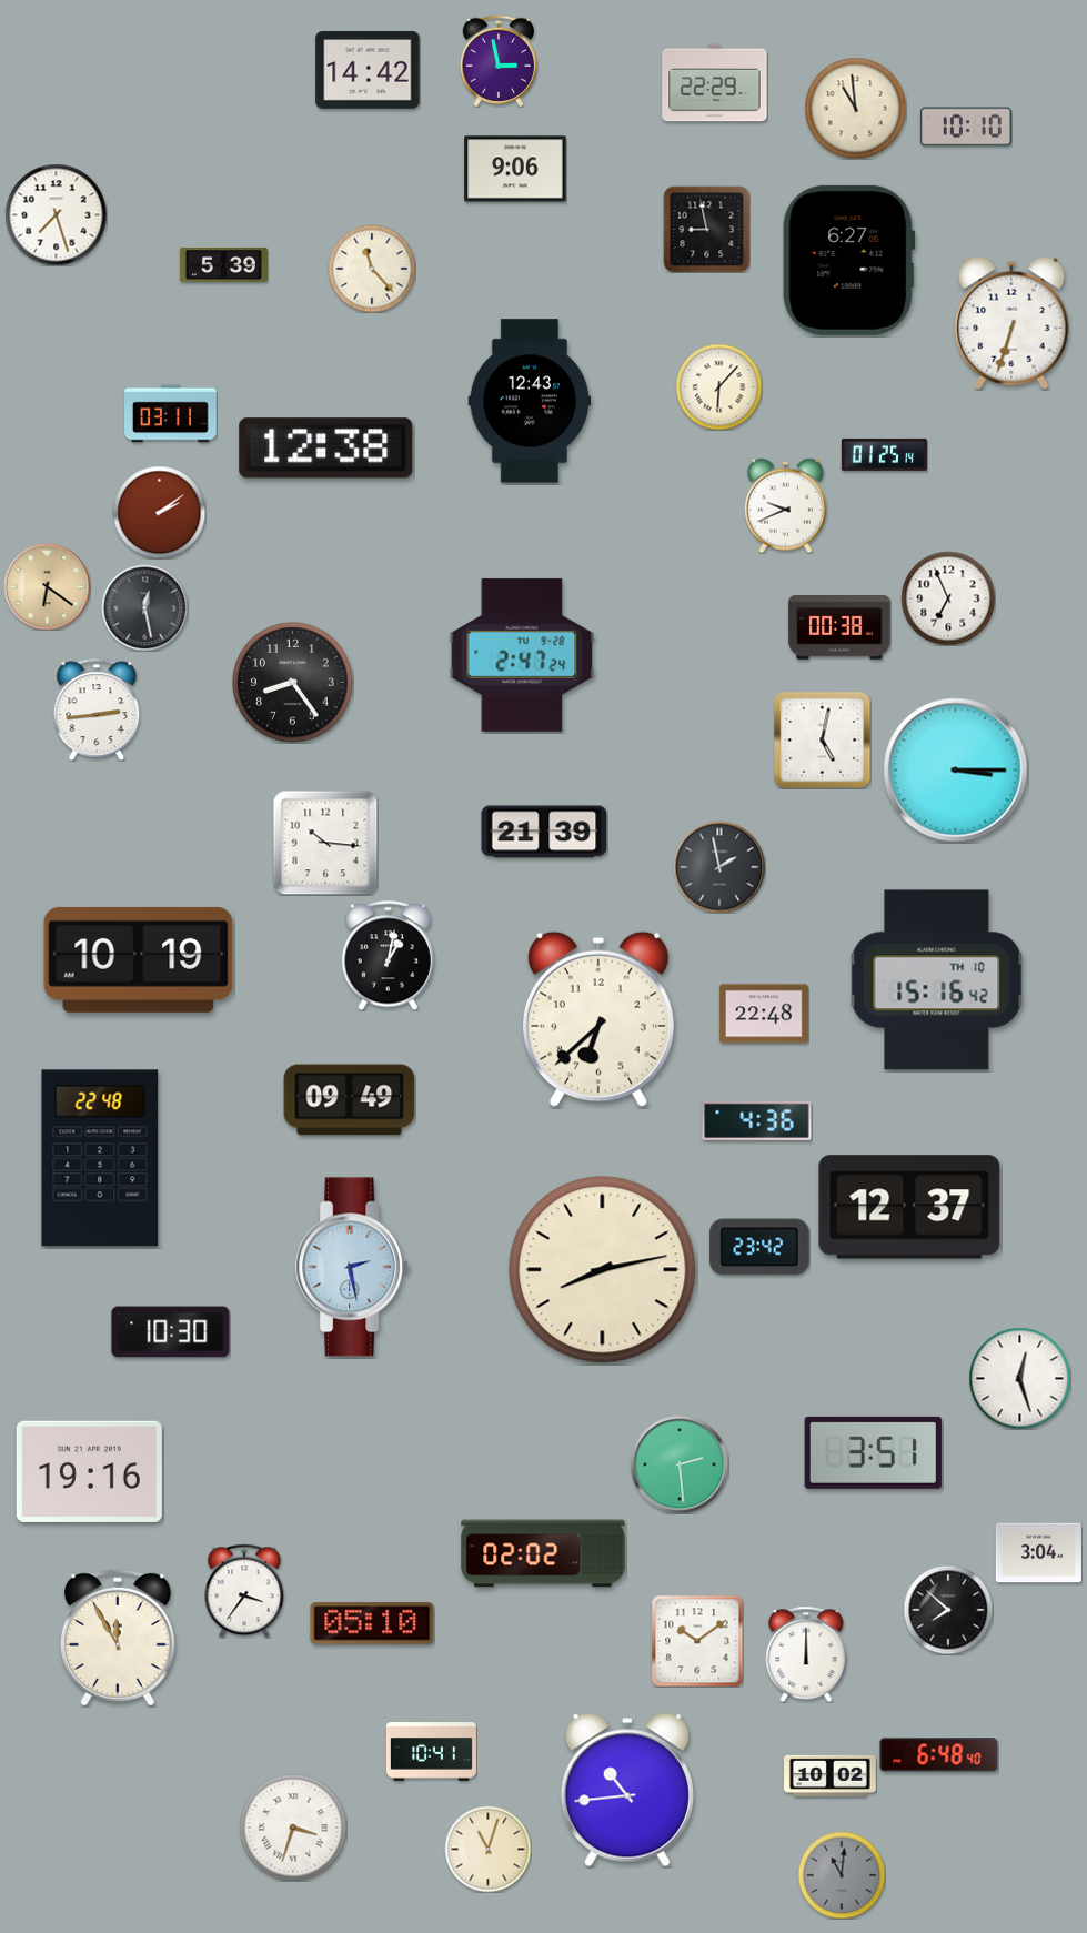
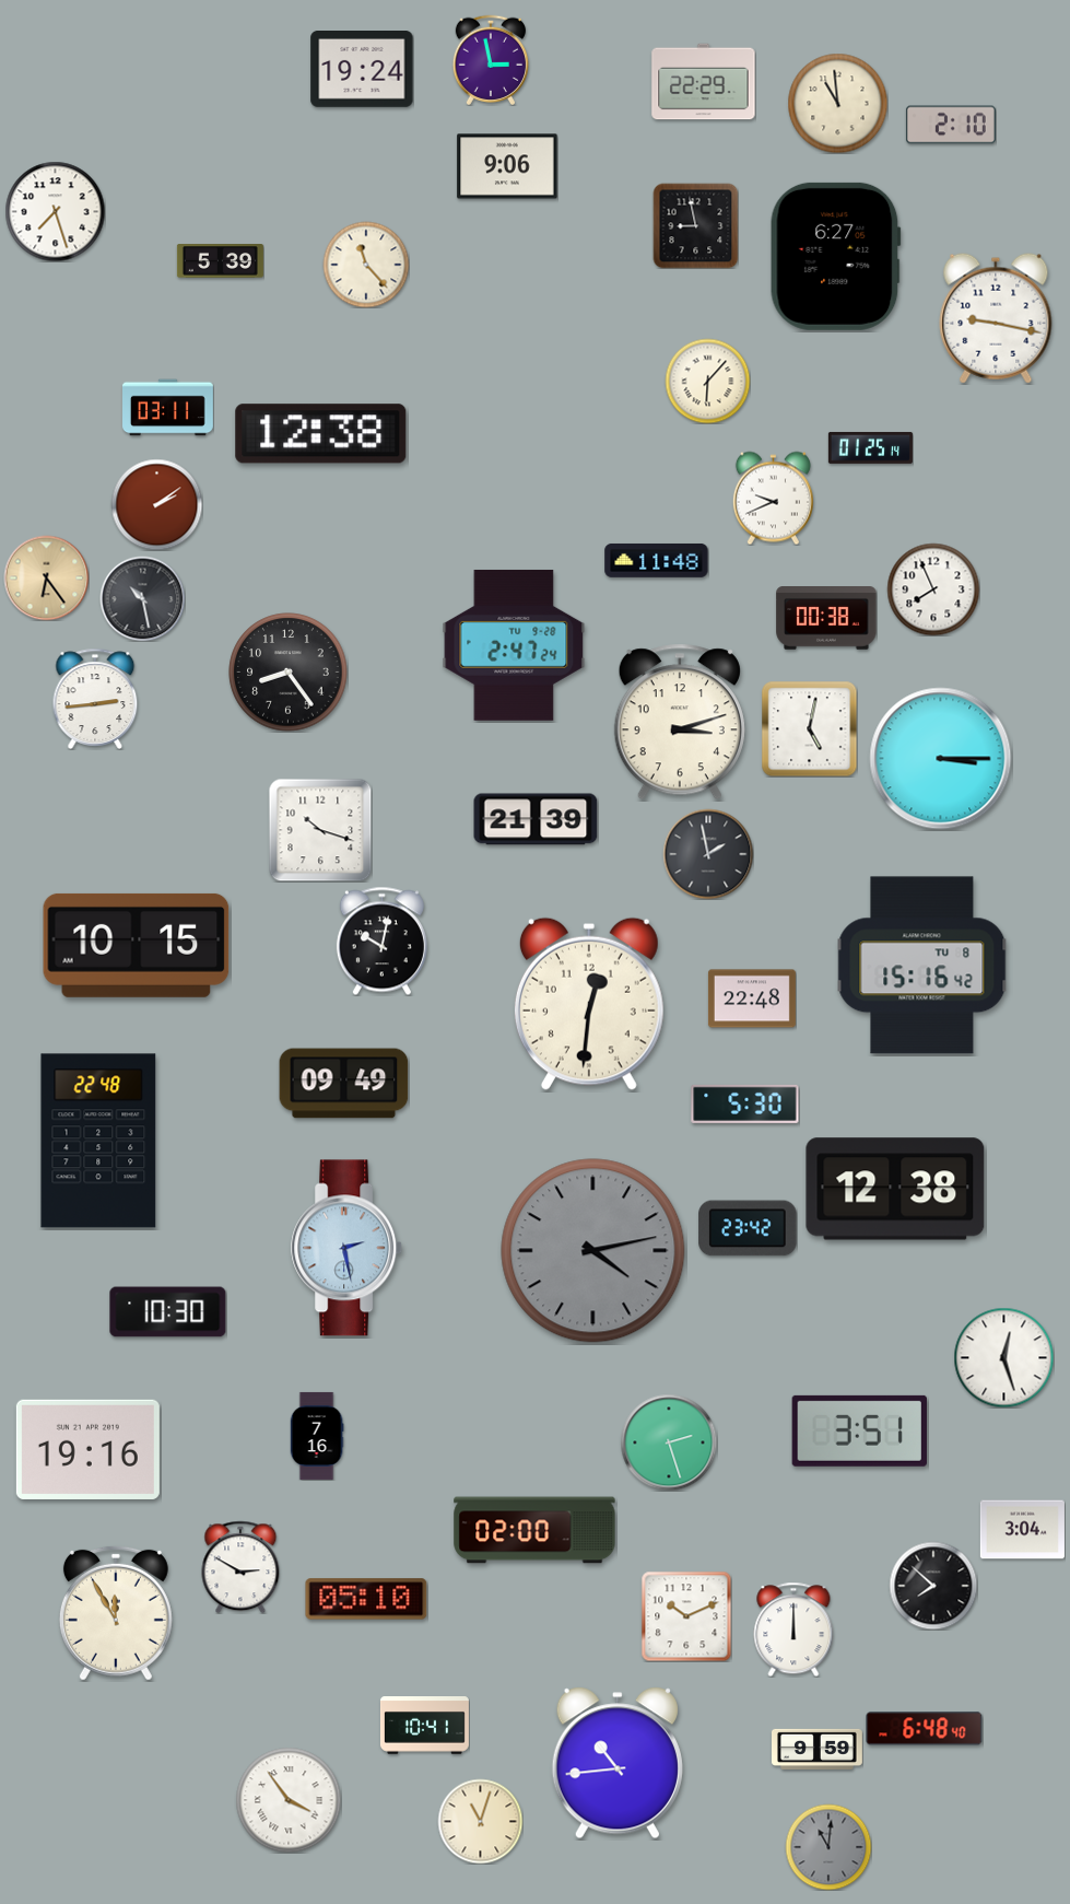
clock at (368, 71): 14:42 -> 19:24
clock at (855, 108) position: (855, 108) -> (837, 103)
clock at (966, 127): 10:10 -> 2:10
clock at (1011, 323): 6:33 -> 9:17
clock at (530, 401): 12:43 -> none
clock at (326, 449) position: (326, 449) -> (321, 434)
clock at (657, 560): none -> 11:48
clock at (47, 586): 6:21 -> 6:24
clock at (948, 598): 6:56 -> 7:56
clock at (144, 607): 12:28 -> 10:28
clock at (680, 722): none -> 3:12
clock at (325, 843): 10:16 -> 10:18
clock at (388, 955): 1:02 -> 10:02
clock at (139, 959): 10:19 -> 10:15
clock at (937, 980) date: TH 10 -> TU 8
clock at (598, 1019): 6:38 -> 12:31
clock at (757, 1120): 4:36 -> 5:30
clock at (909, 1207): 12:37 -> 12:38
clock at (603, 1270): 8:13 -> 4:13
clock at (603, 1270) dial: cream -> grey
clock at (317, 1436): none -> 7:16
clock at (680, 1464): 2:29 -> 2:27
clock at (543, 1553): 02:02 -> 02:00
clock at (244, 1591): 3:36 -> 2:50
clock at (697, 1641): 10:09 -> 10:11
clock at (831, 1775): 10:02 -> 9:59
clock at (293, 1828): 3:33 -> 3:54
